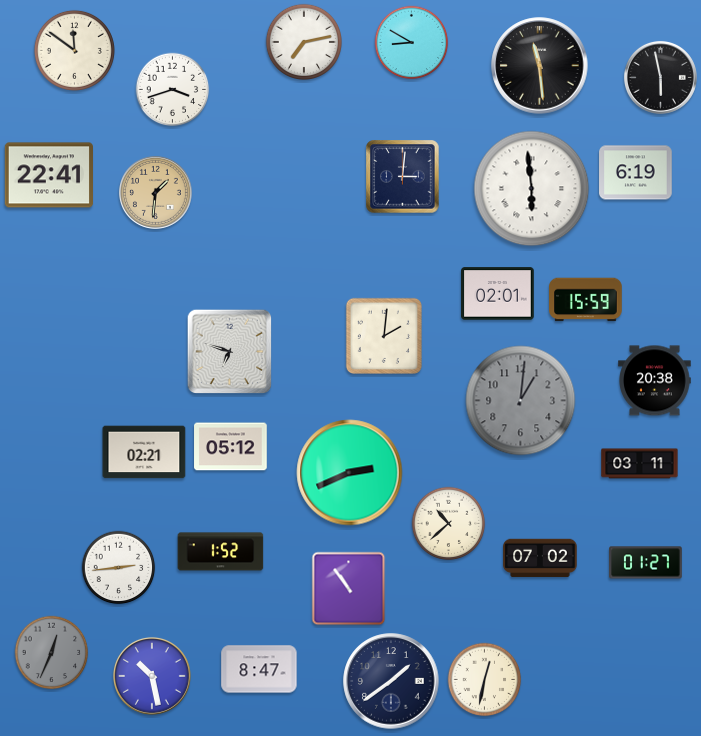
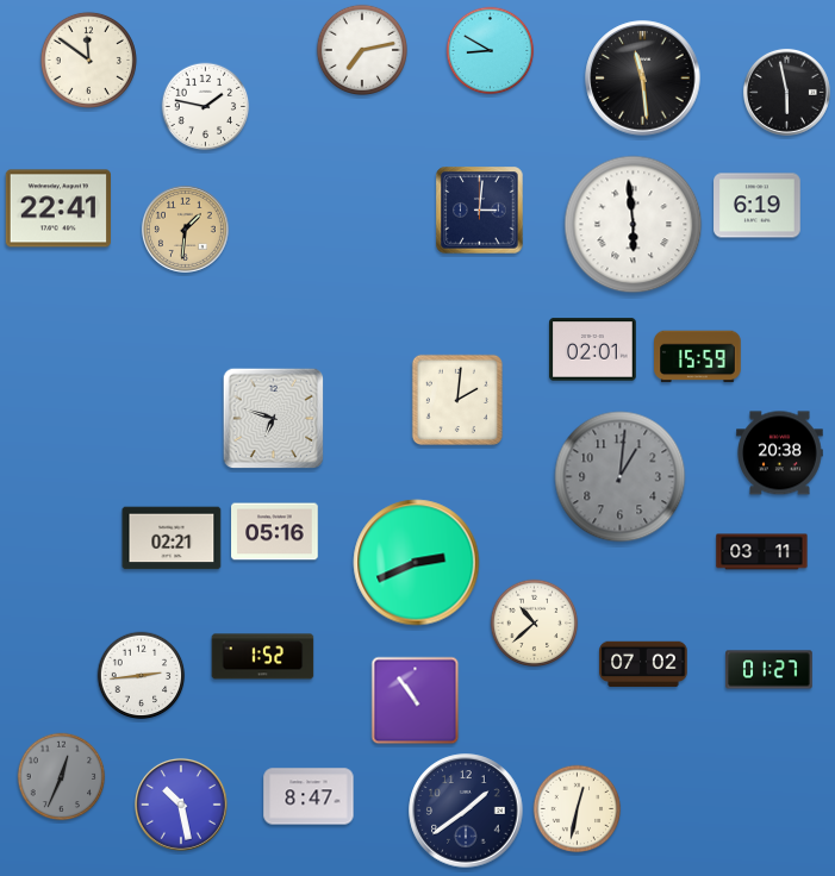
clock at (173, 90): 3:42 -> 1:47
clock at (231, 447): 05:12 -> 05:16
